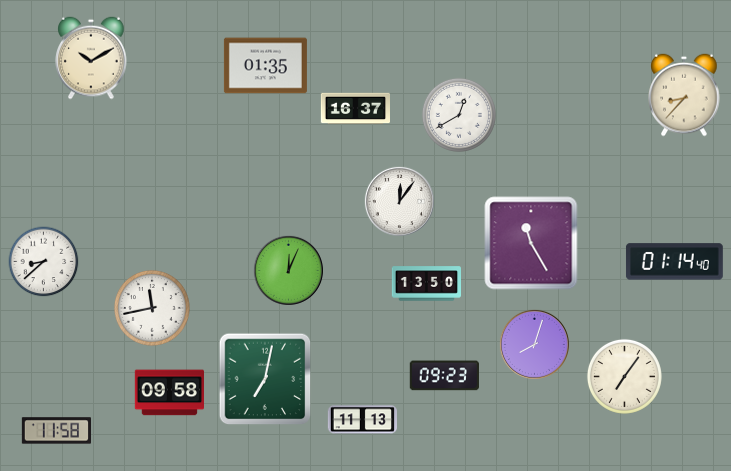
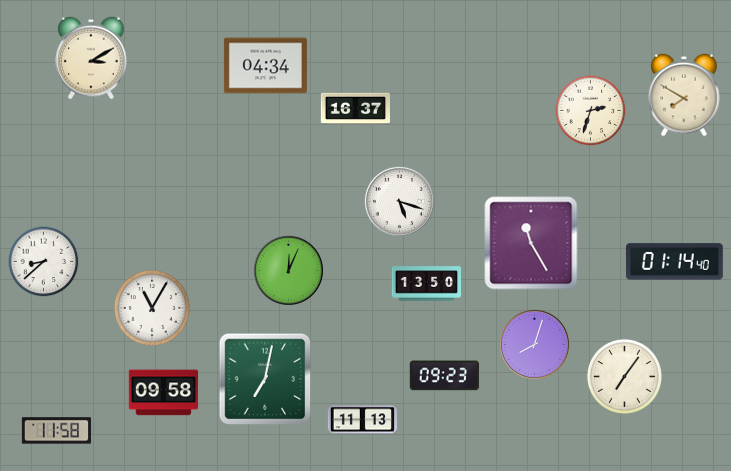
clock at (91, 58): 10:10 -> 3:10
clock at (265, 66): 01:35 -> 04:34
clock at (684, 95): 8:37 -> 7:50
clock at (591, 111): none -> 2:33
clock at (459, 115): 12:40 -> none
clock at (399, 201): 12:06 -> 5:18
clock at (152, 308): 11:43 -> 11:05
clock at (169, 393) position: (169, 393) -> (163, 393)
